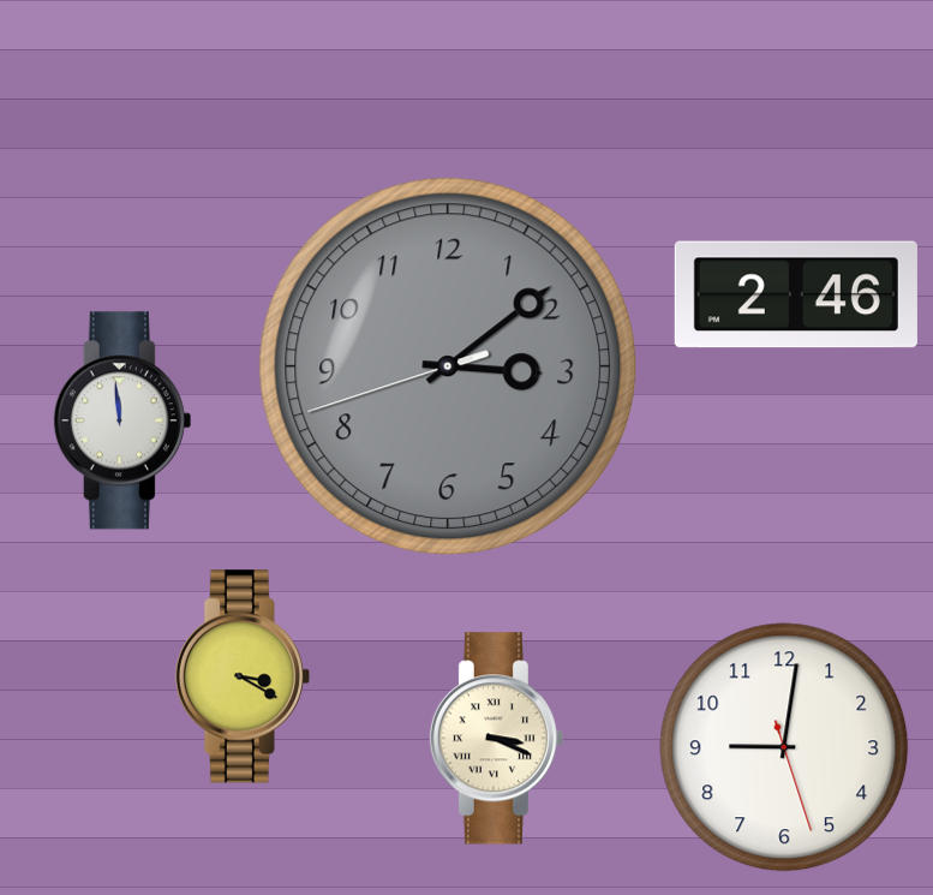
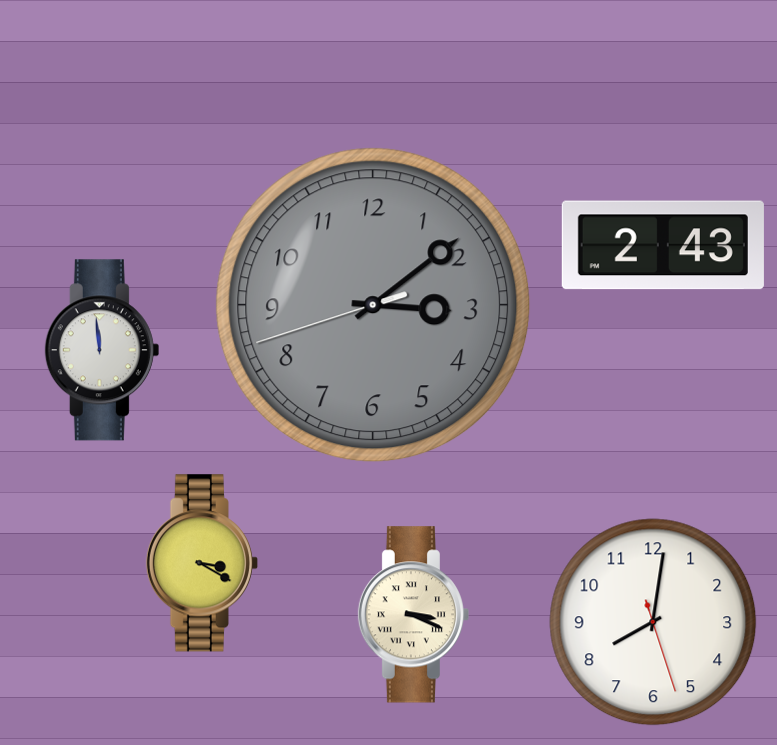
clock at (796, 294): 2:46 -> 2:43
clock at (784, 747): 9:01 -> 8:01
